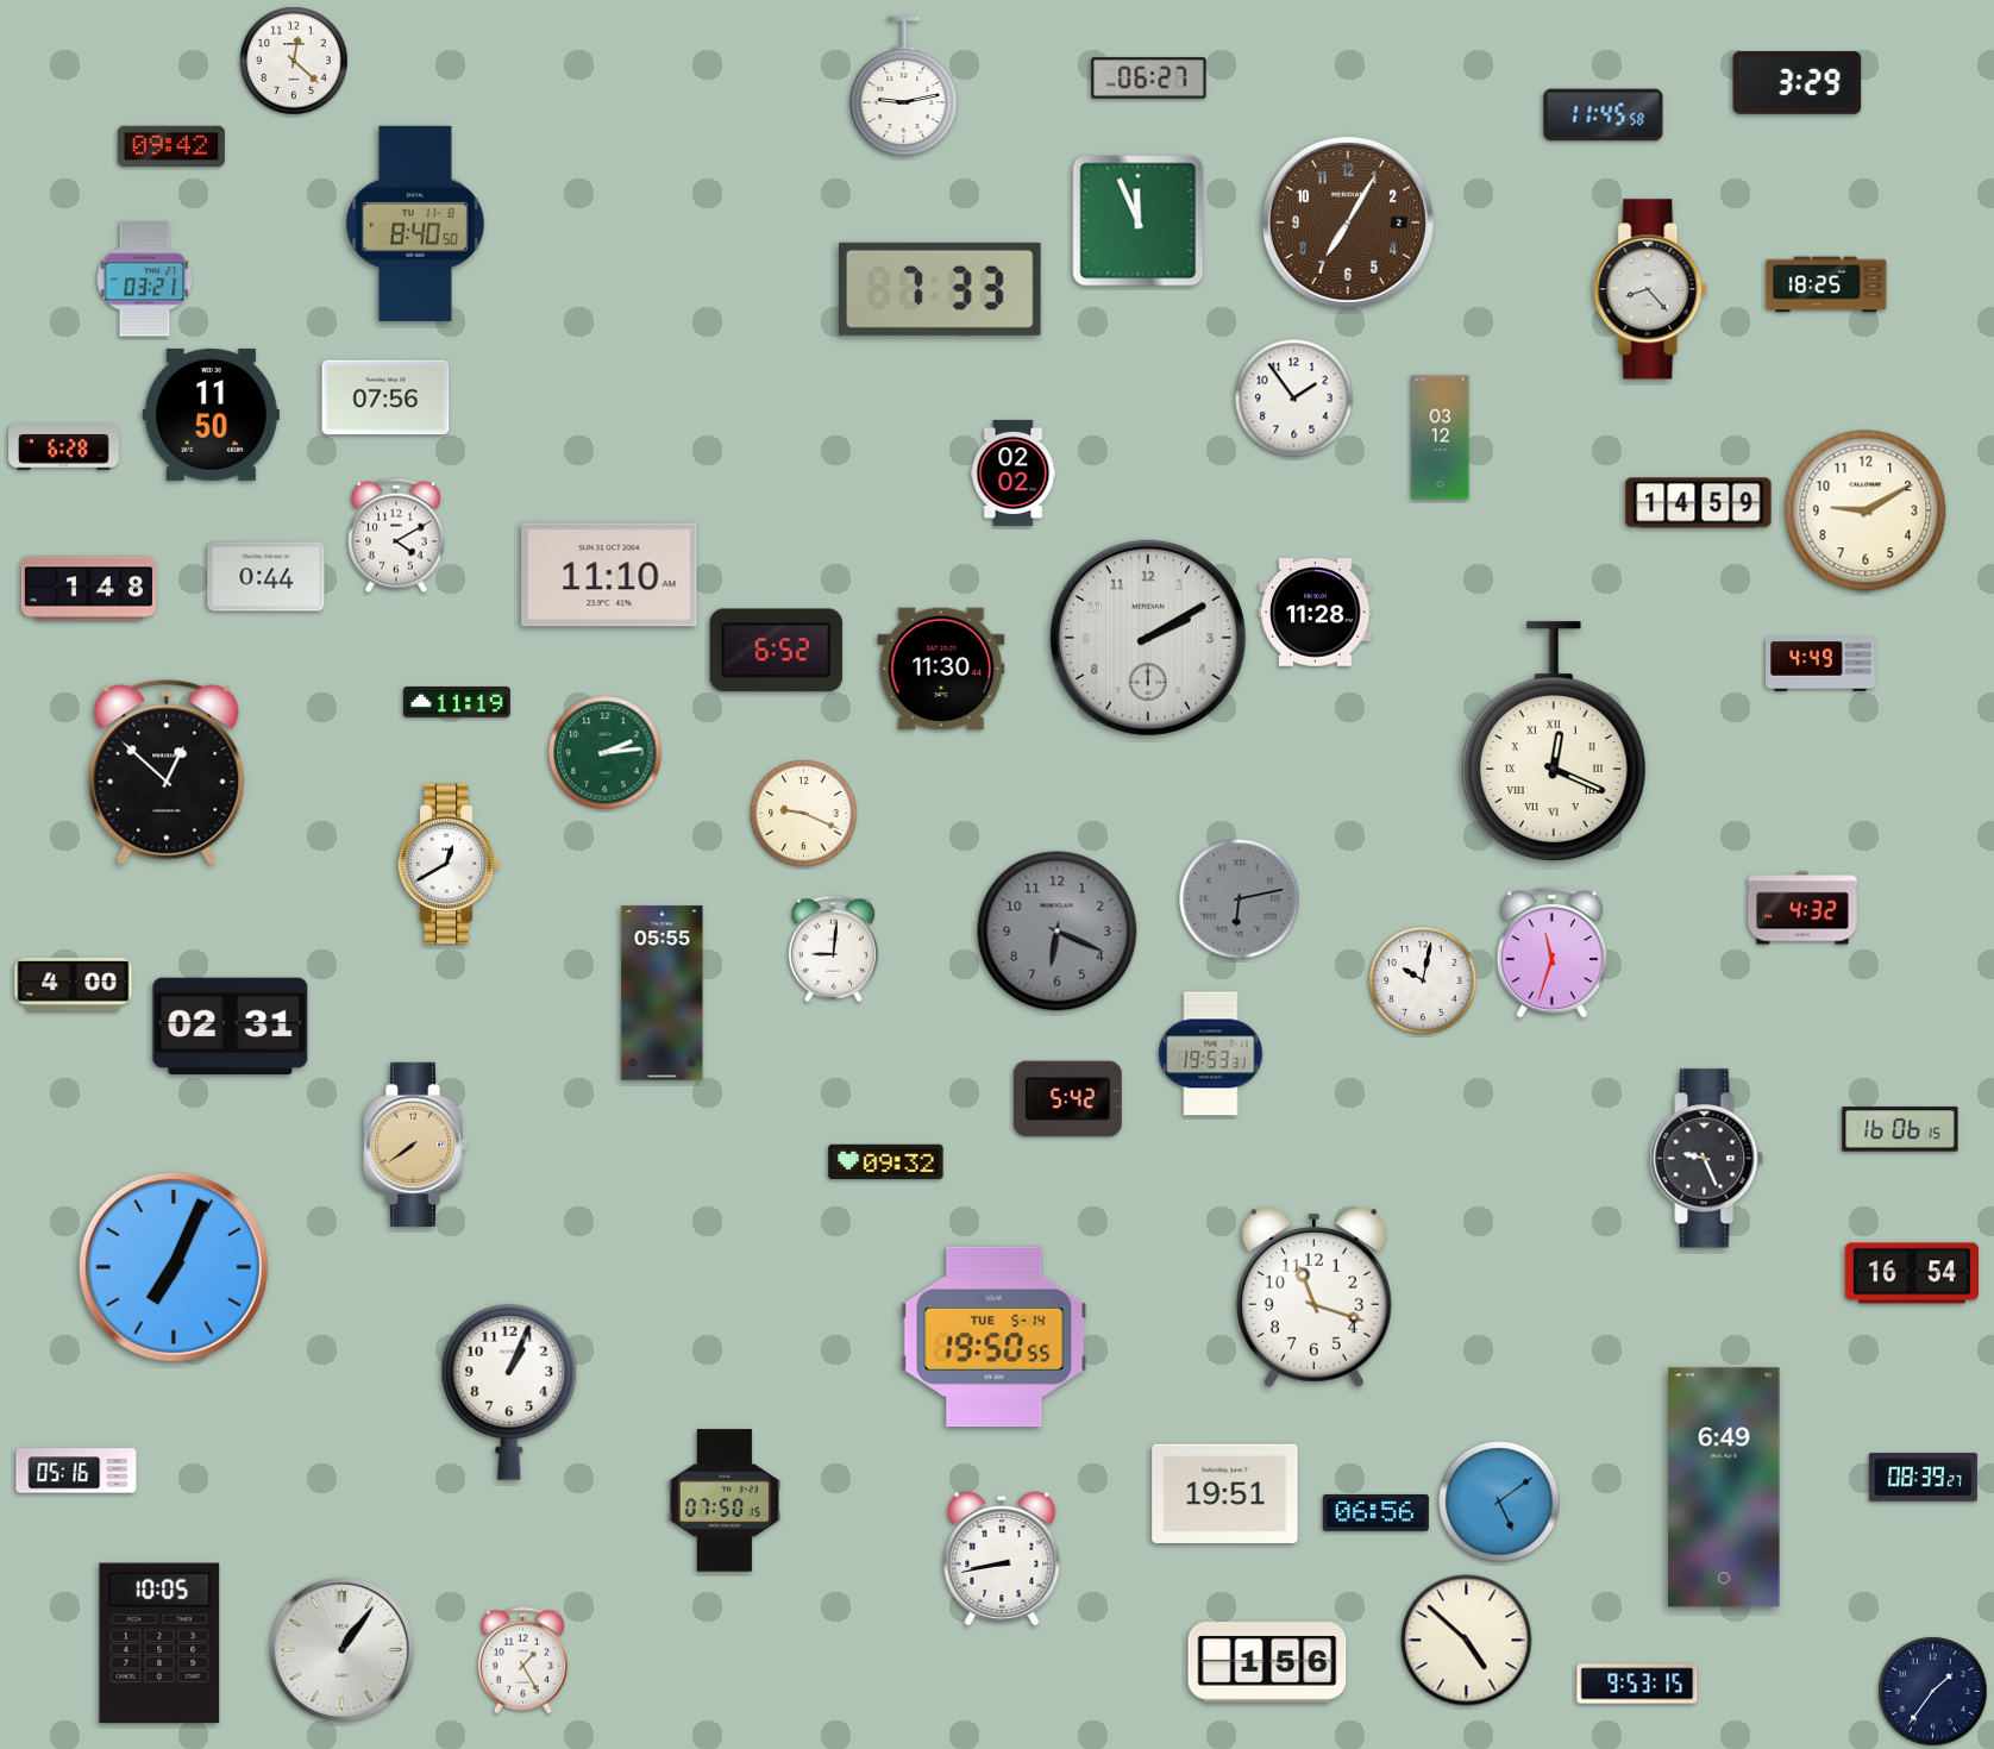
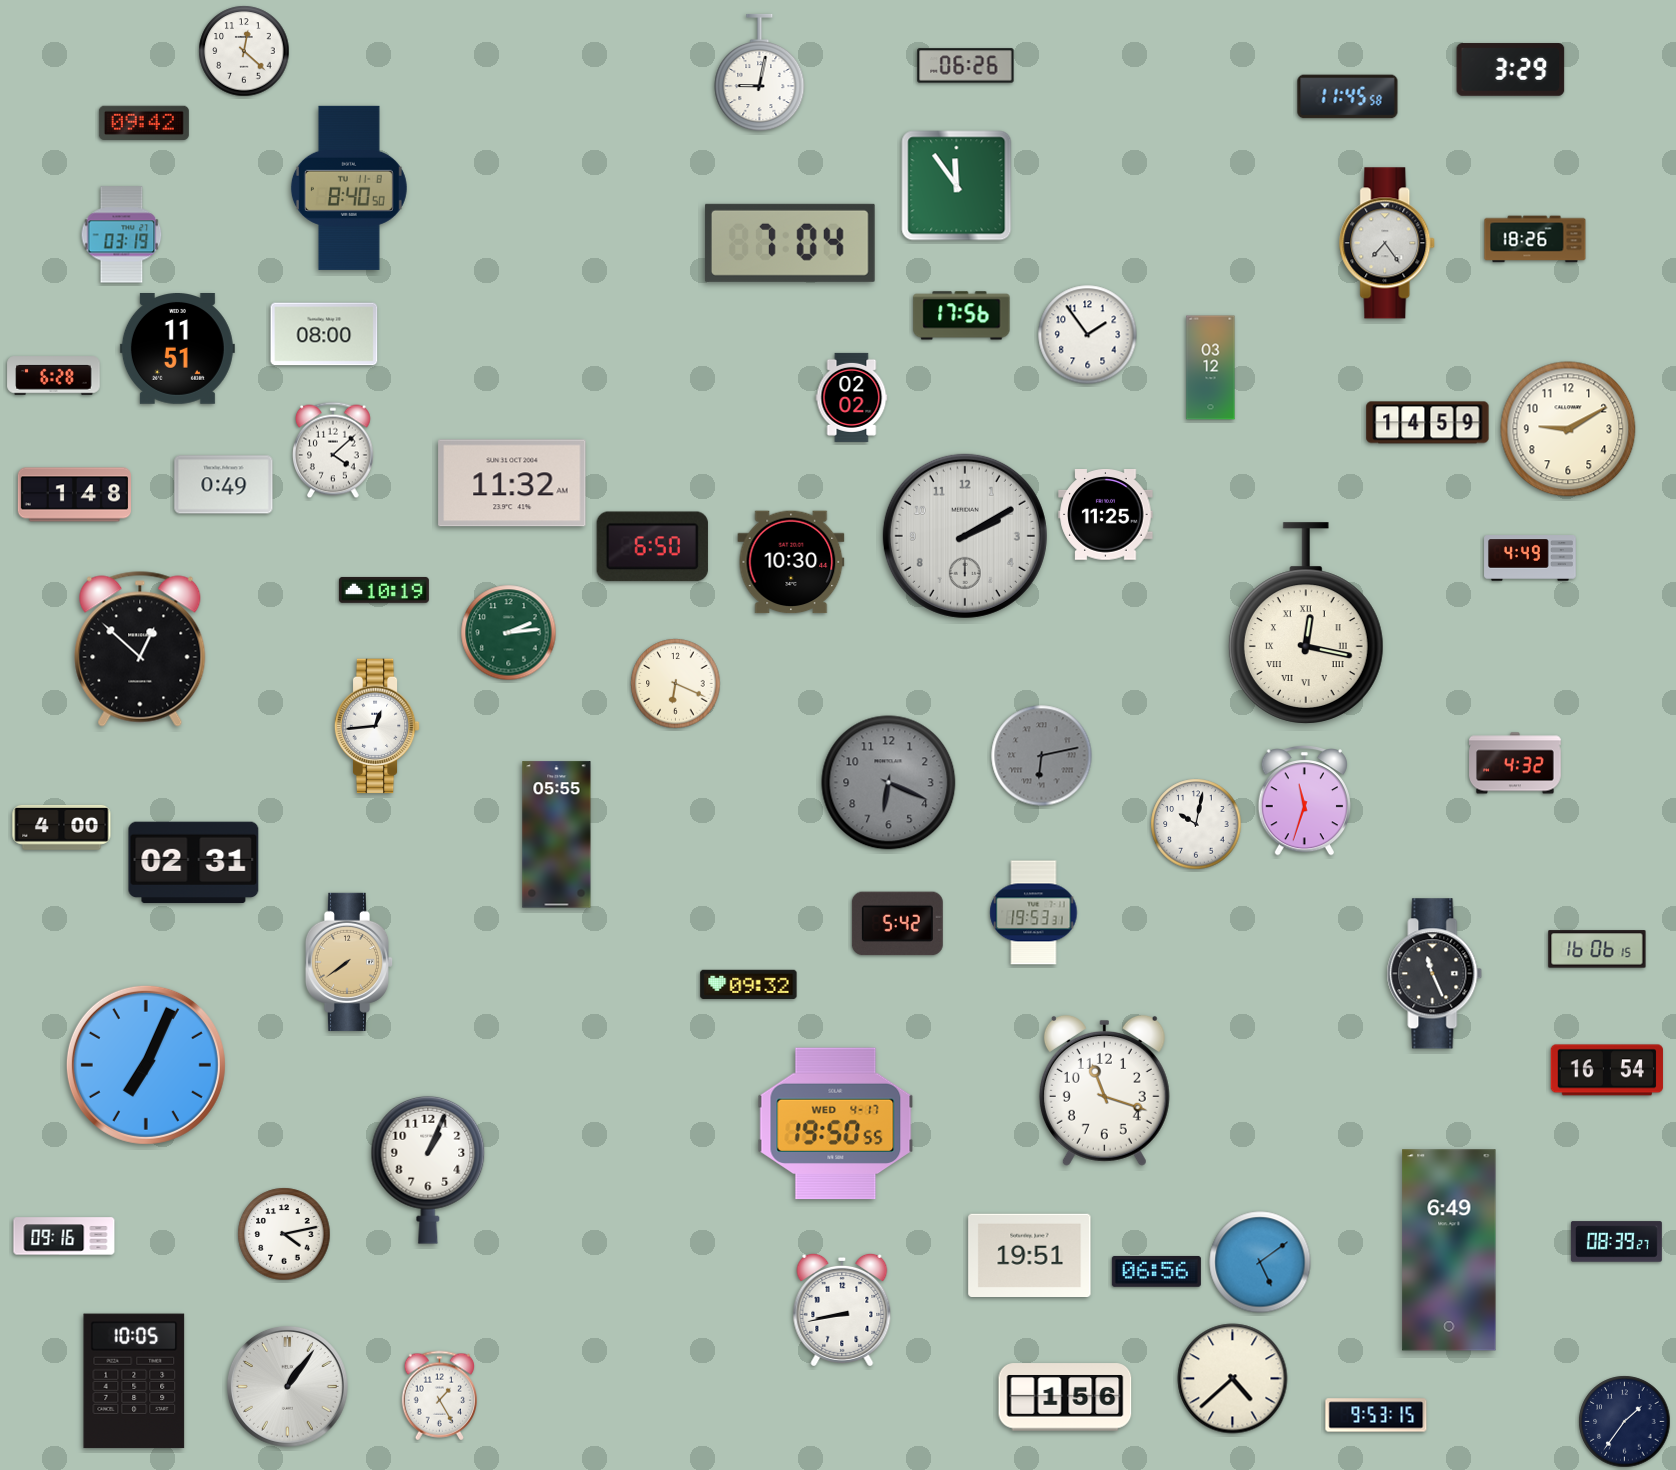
clock at (294, 61) position: (294, 61) -> (244, 51)
clock at (1149, 79): 06:27 -> 06:26
clock at (904, 87): 9:13 -> 9:02
clock at (1139, 221): 11:56 -> 11:54
clock at (1348, 222): 7:05 -> none
clock at (145, 280): 03:21 -> 03:19
clock at (1826, 284): 18:25 -> 18:26
clock at (940, 289): 7:33 -> 7:04
clock at (1651, 289): 8:23 -> 7:24
clock at (962, 316): none -> 17:56
clock at (385, 397): 07:56 -> 08:00
clock at (211, 415): 11:50 -> 11:51
clock at (397, 535): 4:10 -> 4:08
clock at (609, 575): 11:10 -> 11:32
clock at (267, 577): 0:44 -> 0:49
clock at (1316, 613): 11:28 -> 11:25
clock at (776, 651): 6:52 -> 6:50
clock at (941, 669): 11:30 -> 10:30
clock at (457, 702): 11:19 -> 10:19
clock at (1554, 741): 12:19 -> 12:17
clock at (804, 814): 9:19 -> 6:19
clock at (449, 864): 12:40 -> 12:44
clock at (834, 949): 9:01 -> none
clock at (1211, 1054) position: (1211, 1054) -> (1034, 913)
clock at (1707, 1159): 9:26 -> 11:26
clock at (886, 1161) position: (886, 1161) -> (749, 984)
clock at (995, 1337) date: TUE 5-14 -> WED 4-17
clock at (284, 1234): none -> 4:13
clock at (76, 1471): 05:16 -> 09:16
clock at (725, 1500): 07:50 -> none
clock at (1467, 1641): 4:52 -> 4:38
